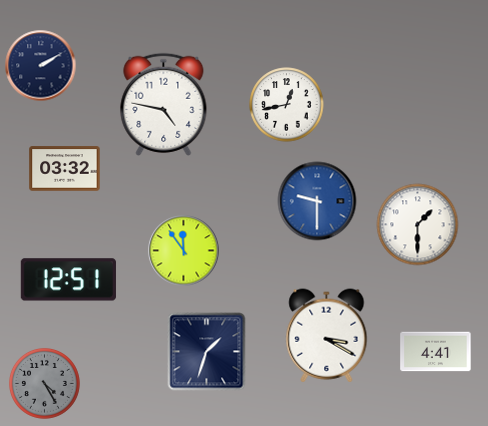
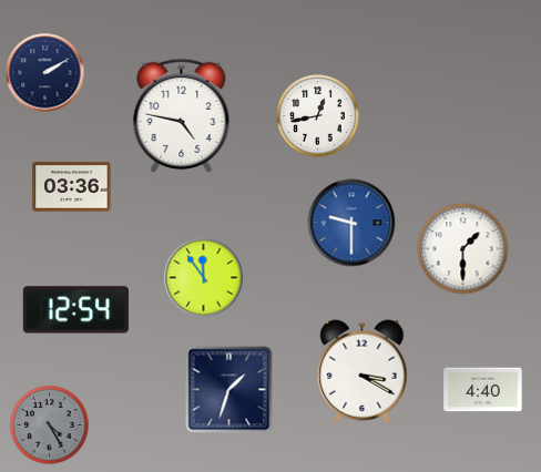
clock at (65, 169): 03:32 -> 03:36
clock at (68, 280): 12:51 -> 12:54
clock at (436, 352): 4:41 -> 4:40
